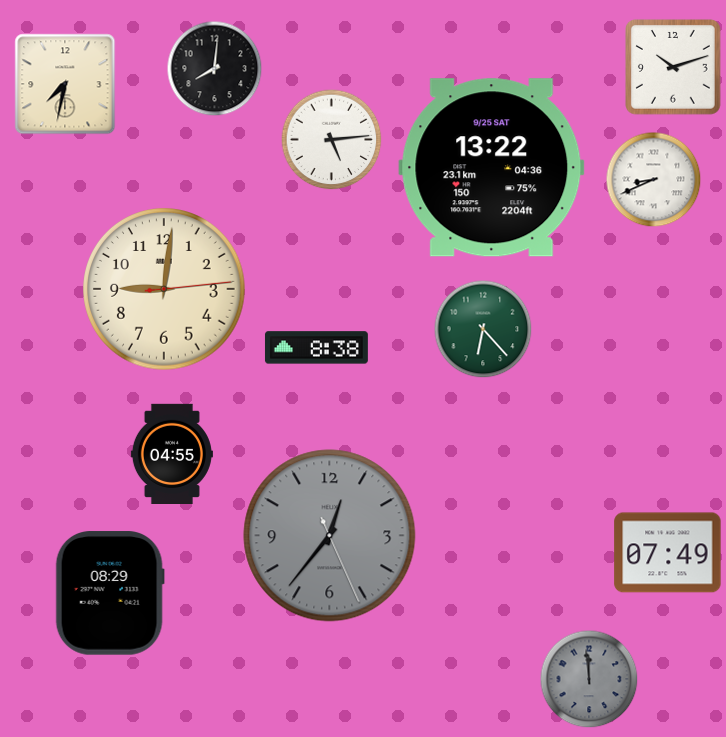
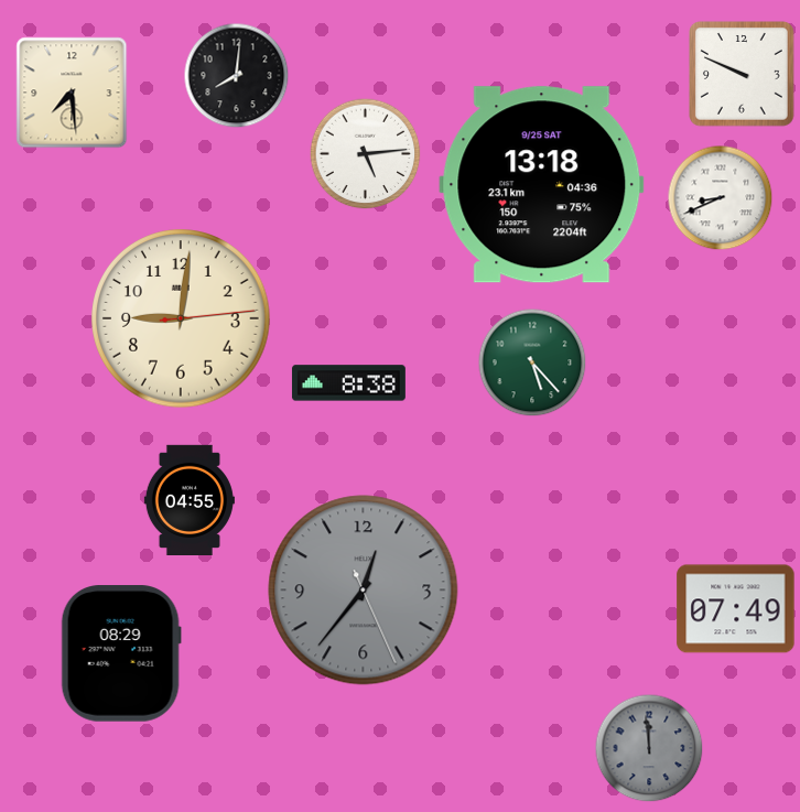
clock at (674, 68): 10:12 -> 9:49
clock at (65, 84): 7:32 -> 7:29
clock at (492, 168): 13:22 -> 13:18
clock at (483, 329): 6:23 -> 5:23
